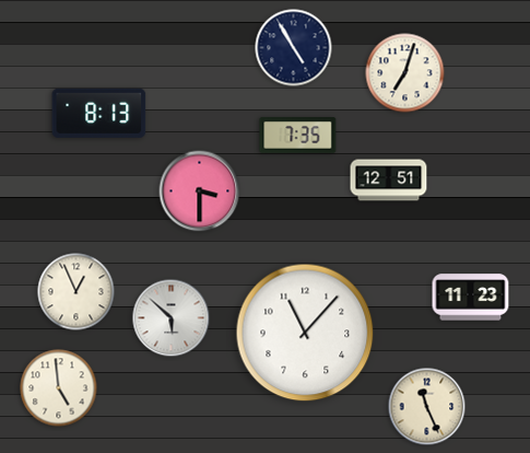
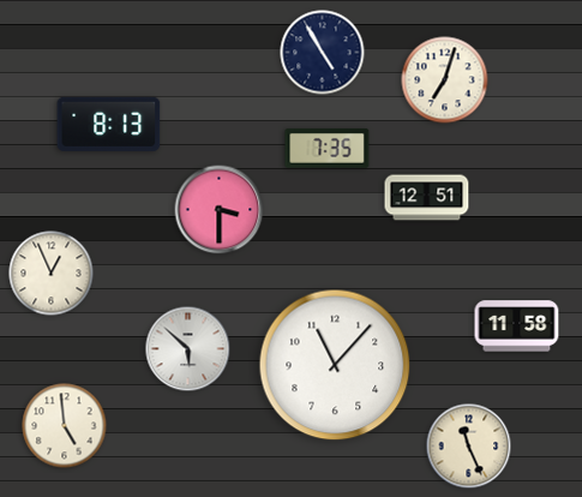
clock at (76, 292) position: (76, 292) -> (52, 274)
clock at (471, 298): 11:23 -> 11:58
